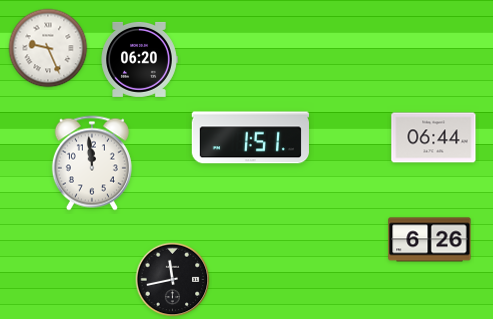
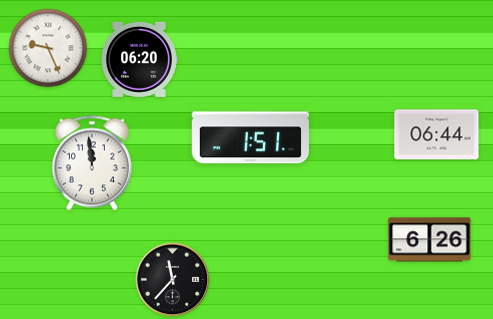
clock at (434, 138) position: (434, 138) -> (437, 135)
clock at (173, 280): 11:43 -> 11:37
